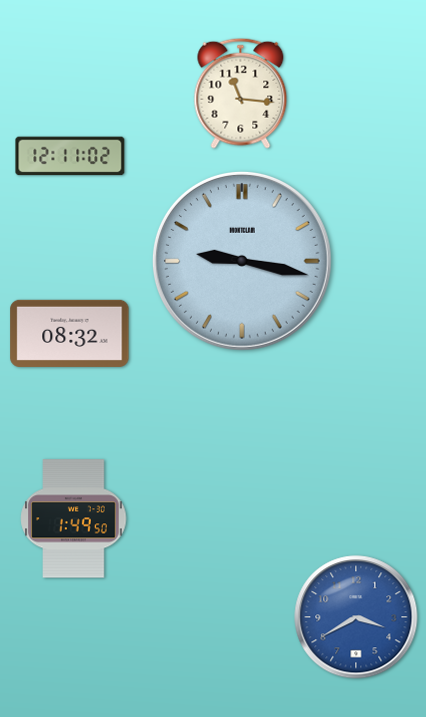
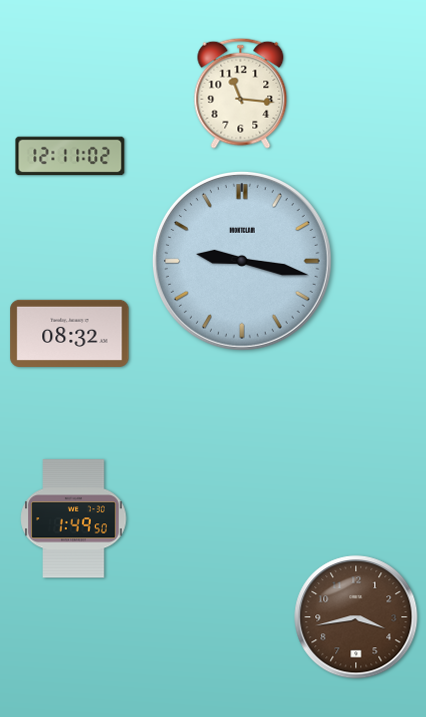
clock at (356, 617): 3:40 -> 3:43
clock at (356, 617) dial: blue -> brown
